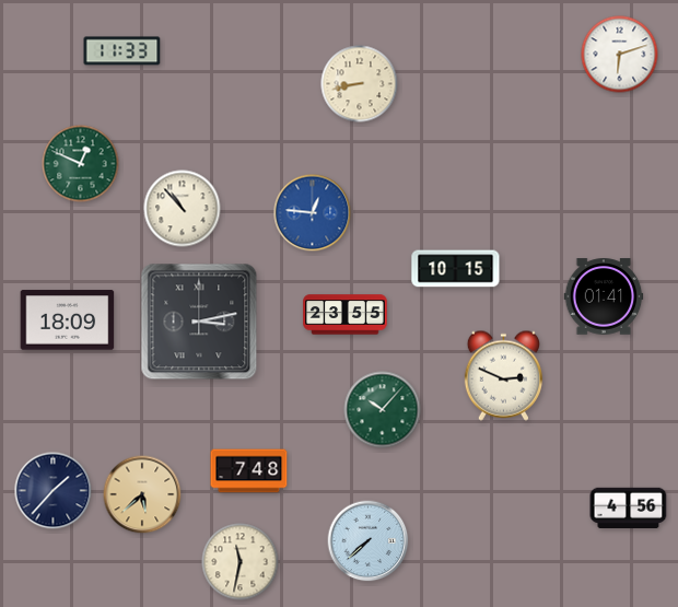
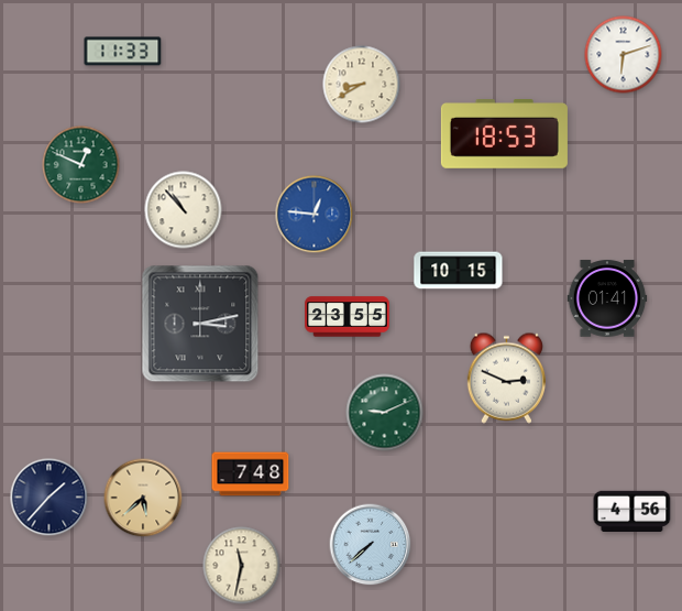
clock at (360, 84): 8:43 -> 8:40
clock at (504, 134): none -> 18:53
clock at (68, 320): 18:09 -> none
clock at (383, 410): 10:07 -> 9:11
clock at (54, 491) position: (54, 491) -> (50, 498)
